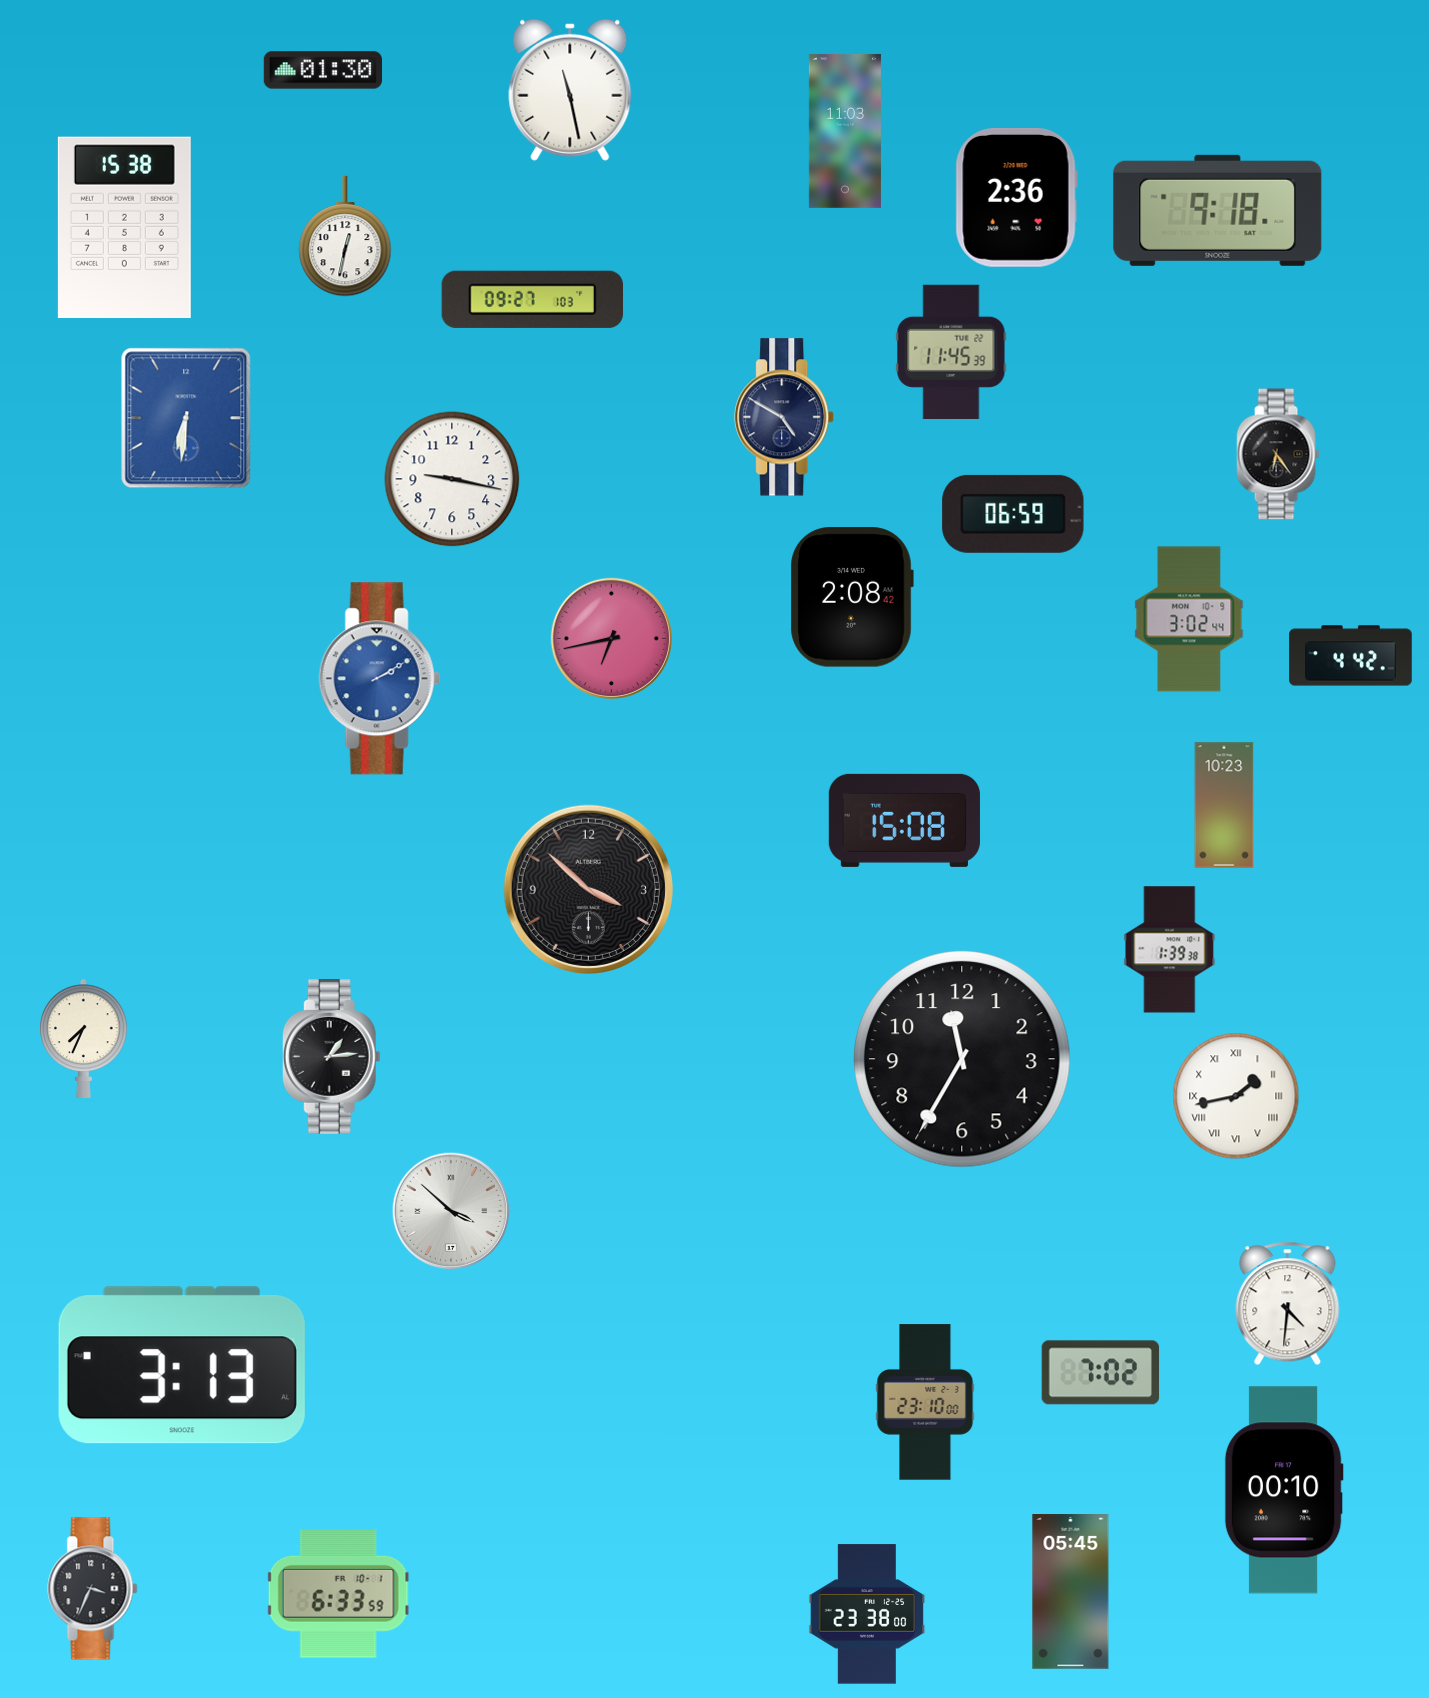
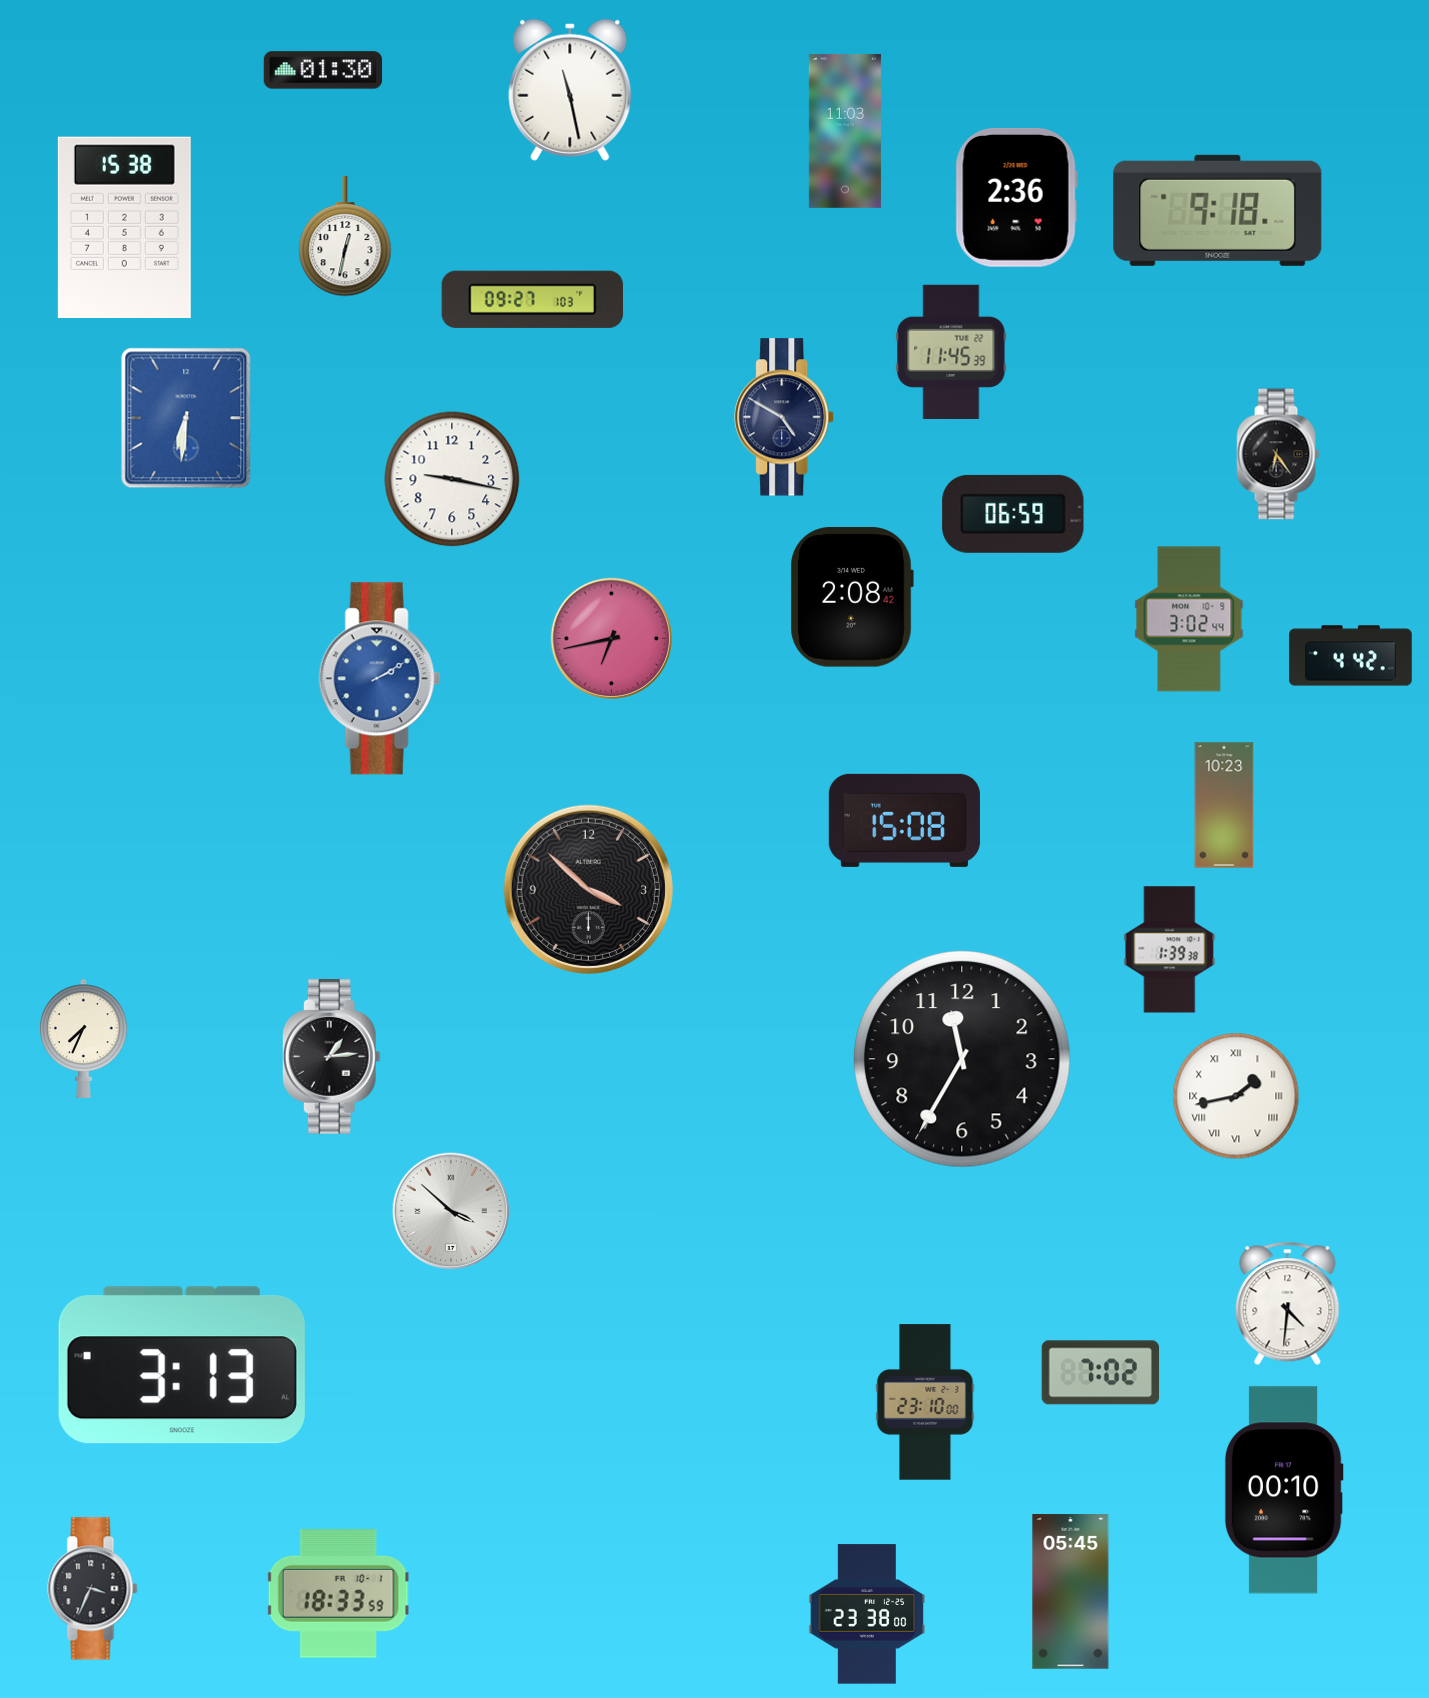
clock at (338, 1594): 6:33 -> 18:33
